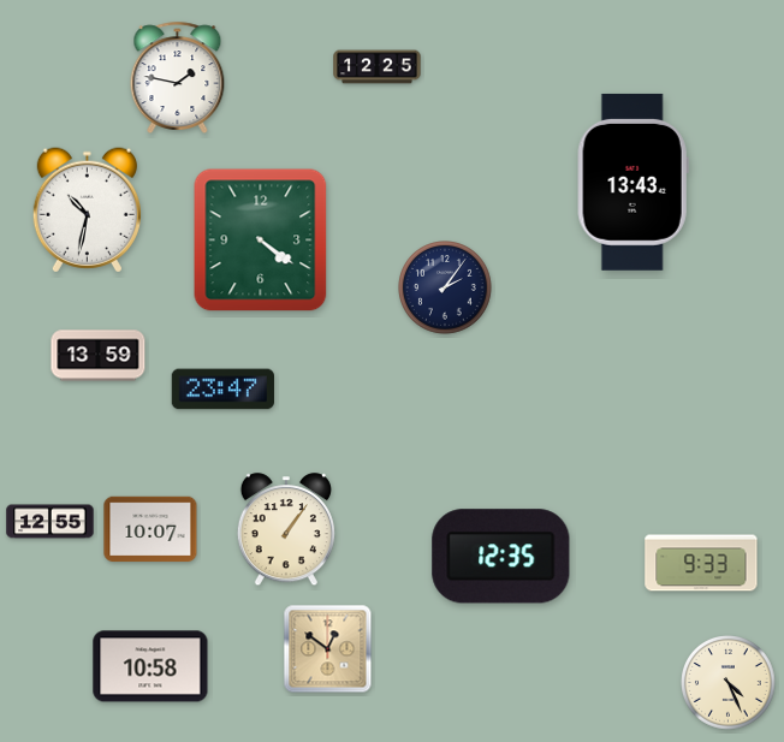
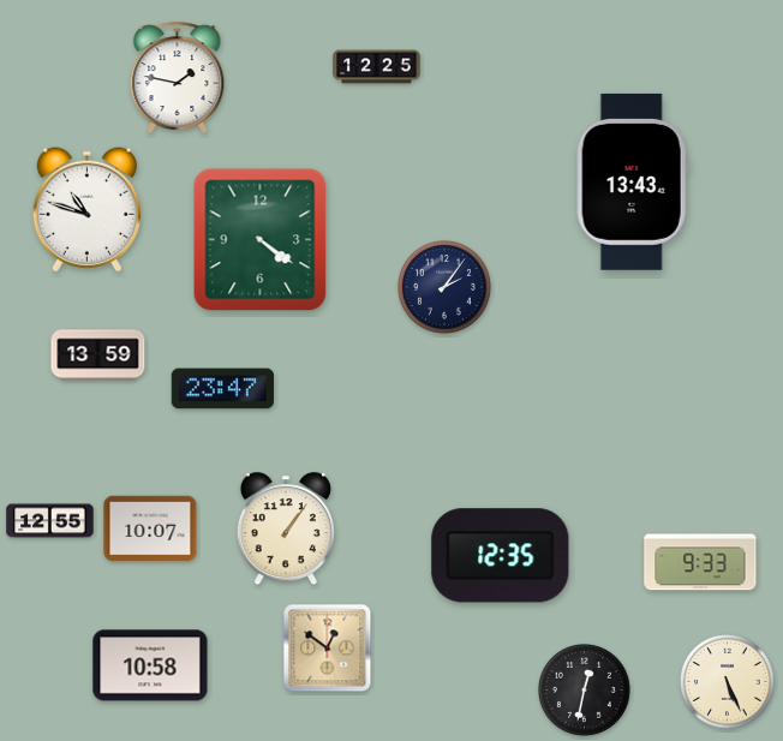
clock at (87, 210): 10:32 -> 10:48
clock at (729, 683): 4:26 -> 5:26
clock at (585, 691): none -> 12:32
